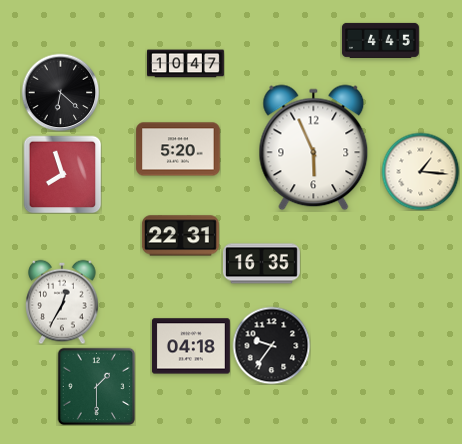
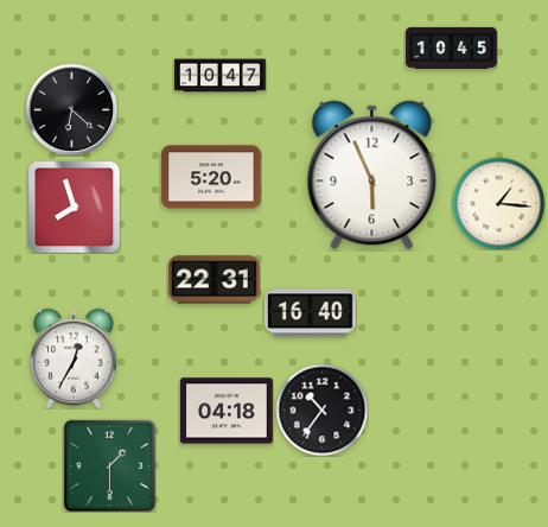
clock at (380, 40): 4:45 -> 10:45
clock at (261, 264): 16:35 -> 16:40
clock at (271, 345): 9:36 -> 10:36
clock at (96, 386) position: (96, 386) -> (109, 465)
